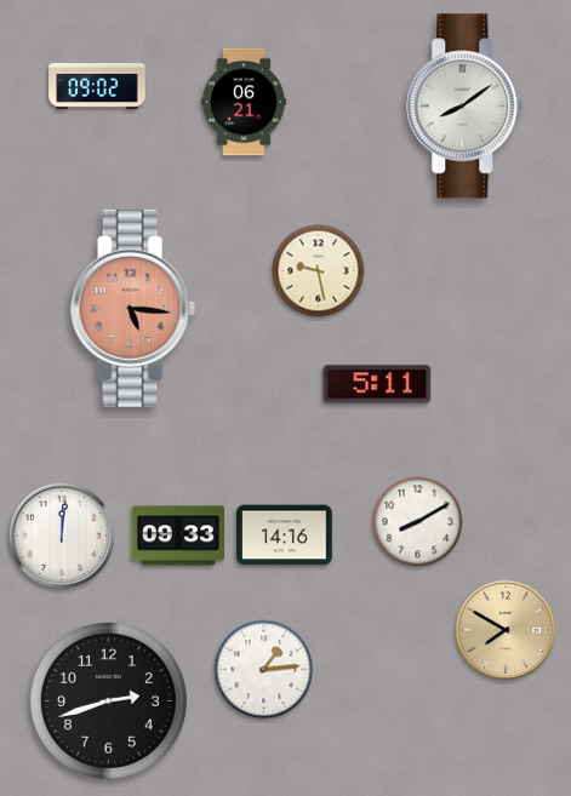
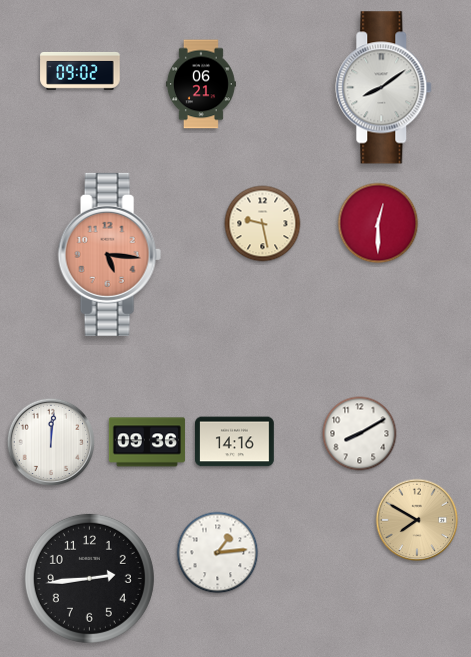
clock at (378, 223): none -> 12:30
clock at (377, 384): 5:11 -> none
clock at (418, 522) position: (418, 522) -> (360, 434)
clock at (178, 536): 09:33 -> 09:36
clock at (108, 700): 2:42 -> 2:44
